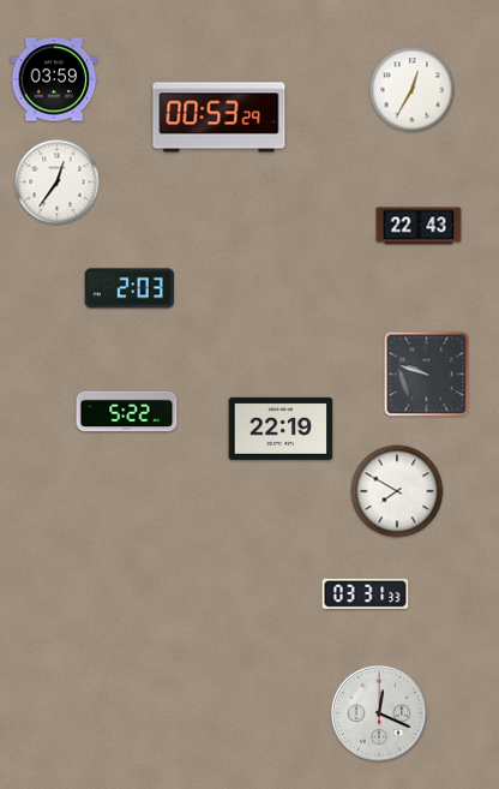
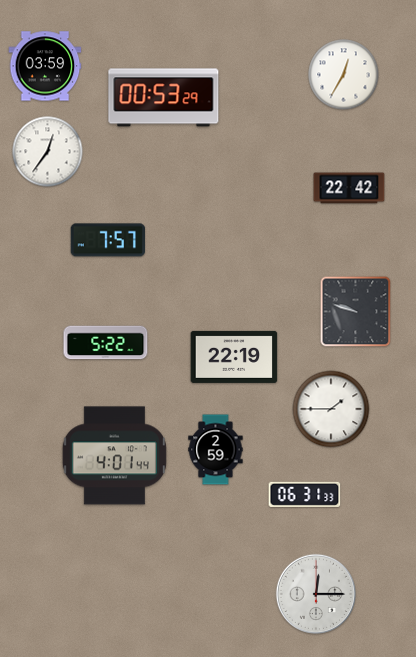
clock at (220, 118) position: (220, 118) -> (164, 98)
clock at (419, 226): 22:43 -> 22:42
clock at (128, 288): 2:03 -> 7:57
clock at (397, 491): 7:50 -> 1:45
clock at (216, 450): none -> 2:59
clock at (114, 456): none -> 4:01
clock at (366, 593): 03:31 -> 06:31
clock at (378, 712): 12:19 -> 12:15
